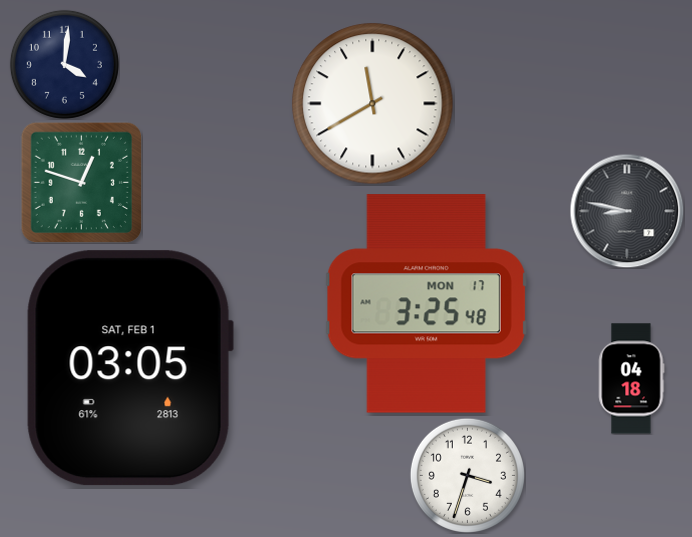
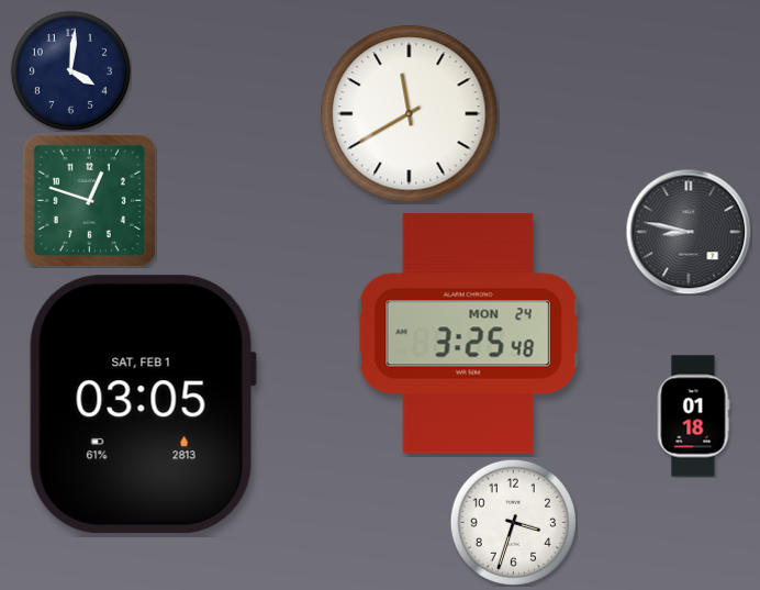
clock at (426, 304) date: MON 17 -> MON 24
clock at (631, 379): 04:18 -> 01:18
